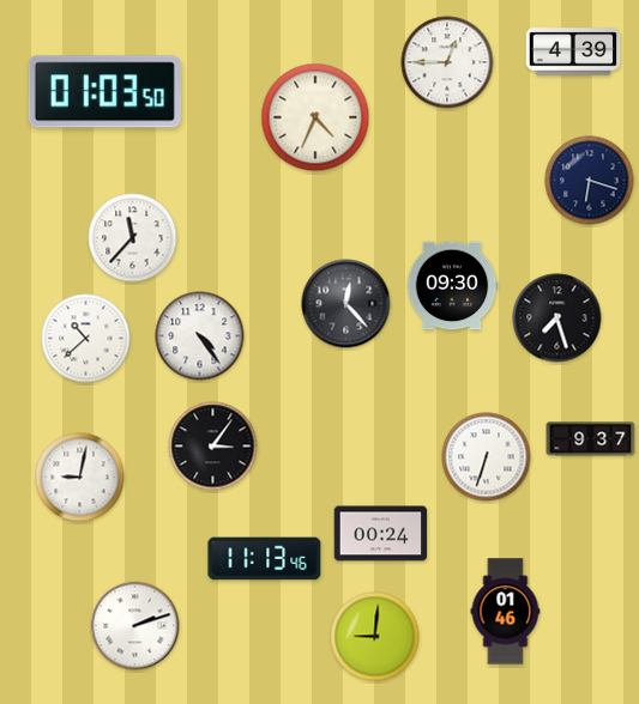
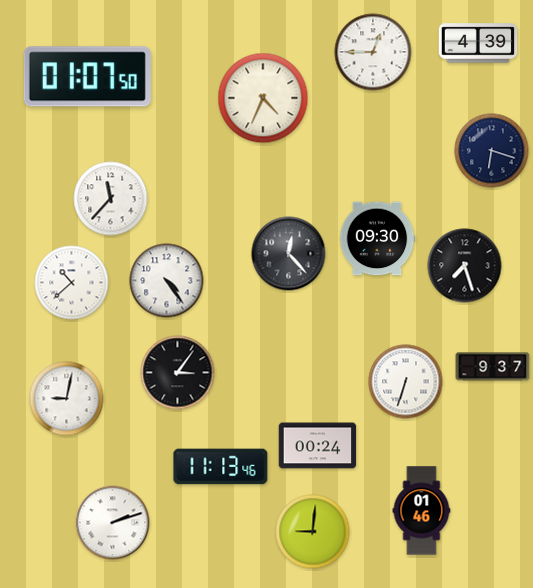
clock at (104, 92): 01:03 -> 01:07
